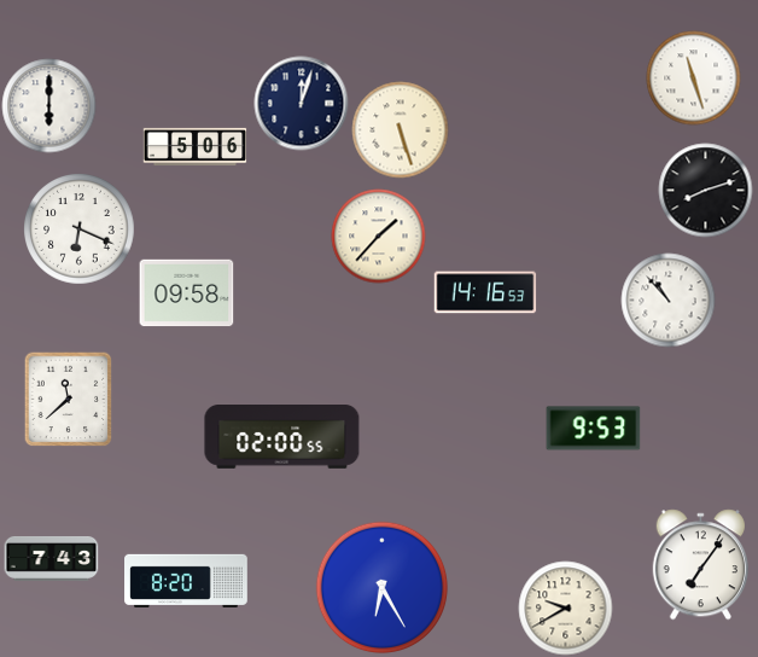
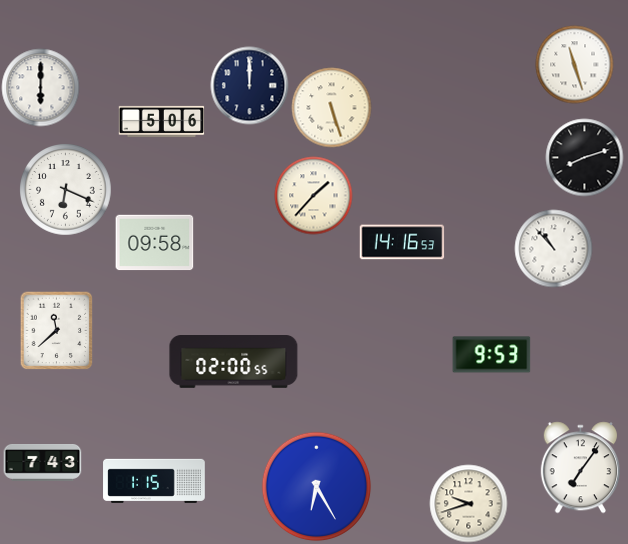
clock at (301, 103): 12:03 -> 12:00
clock at (186, 581): 8:20 -> 1:15
clock at (565, 607): 9:40 -> 9:42
